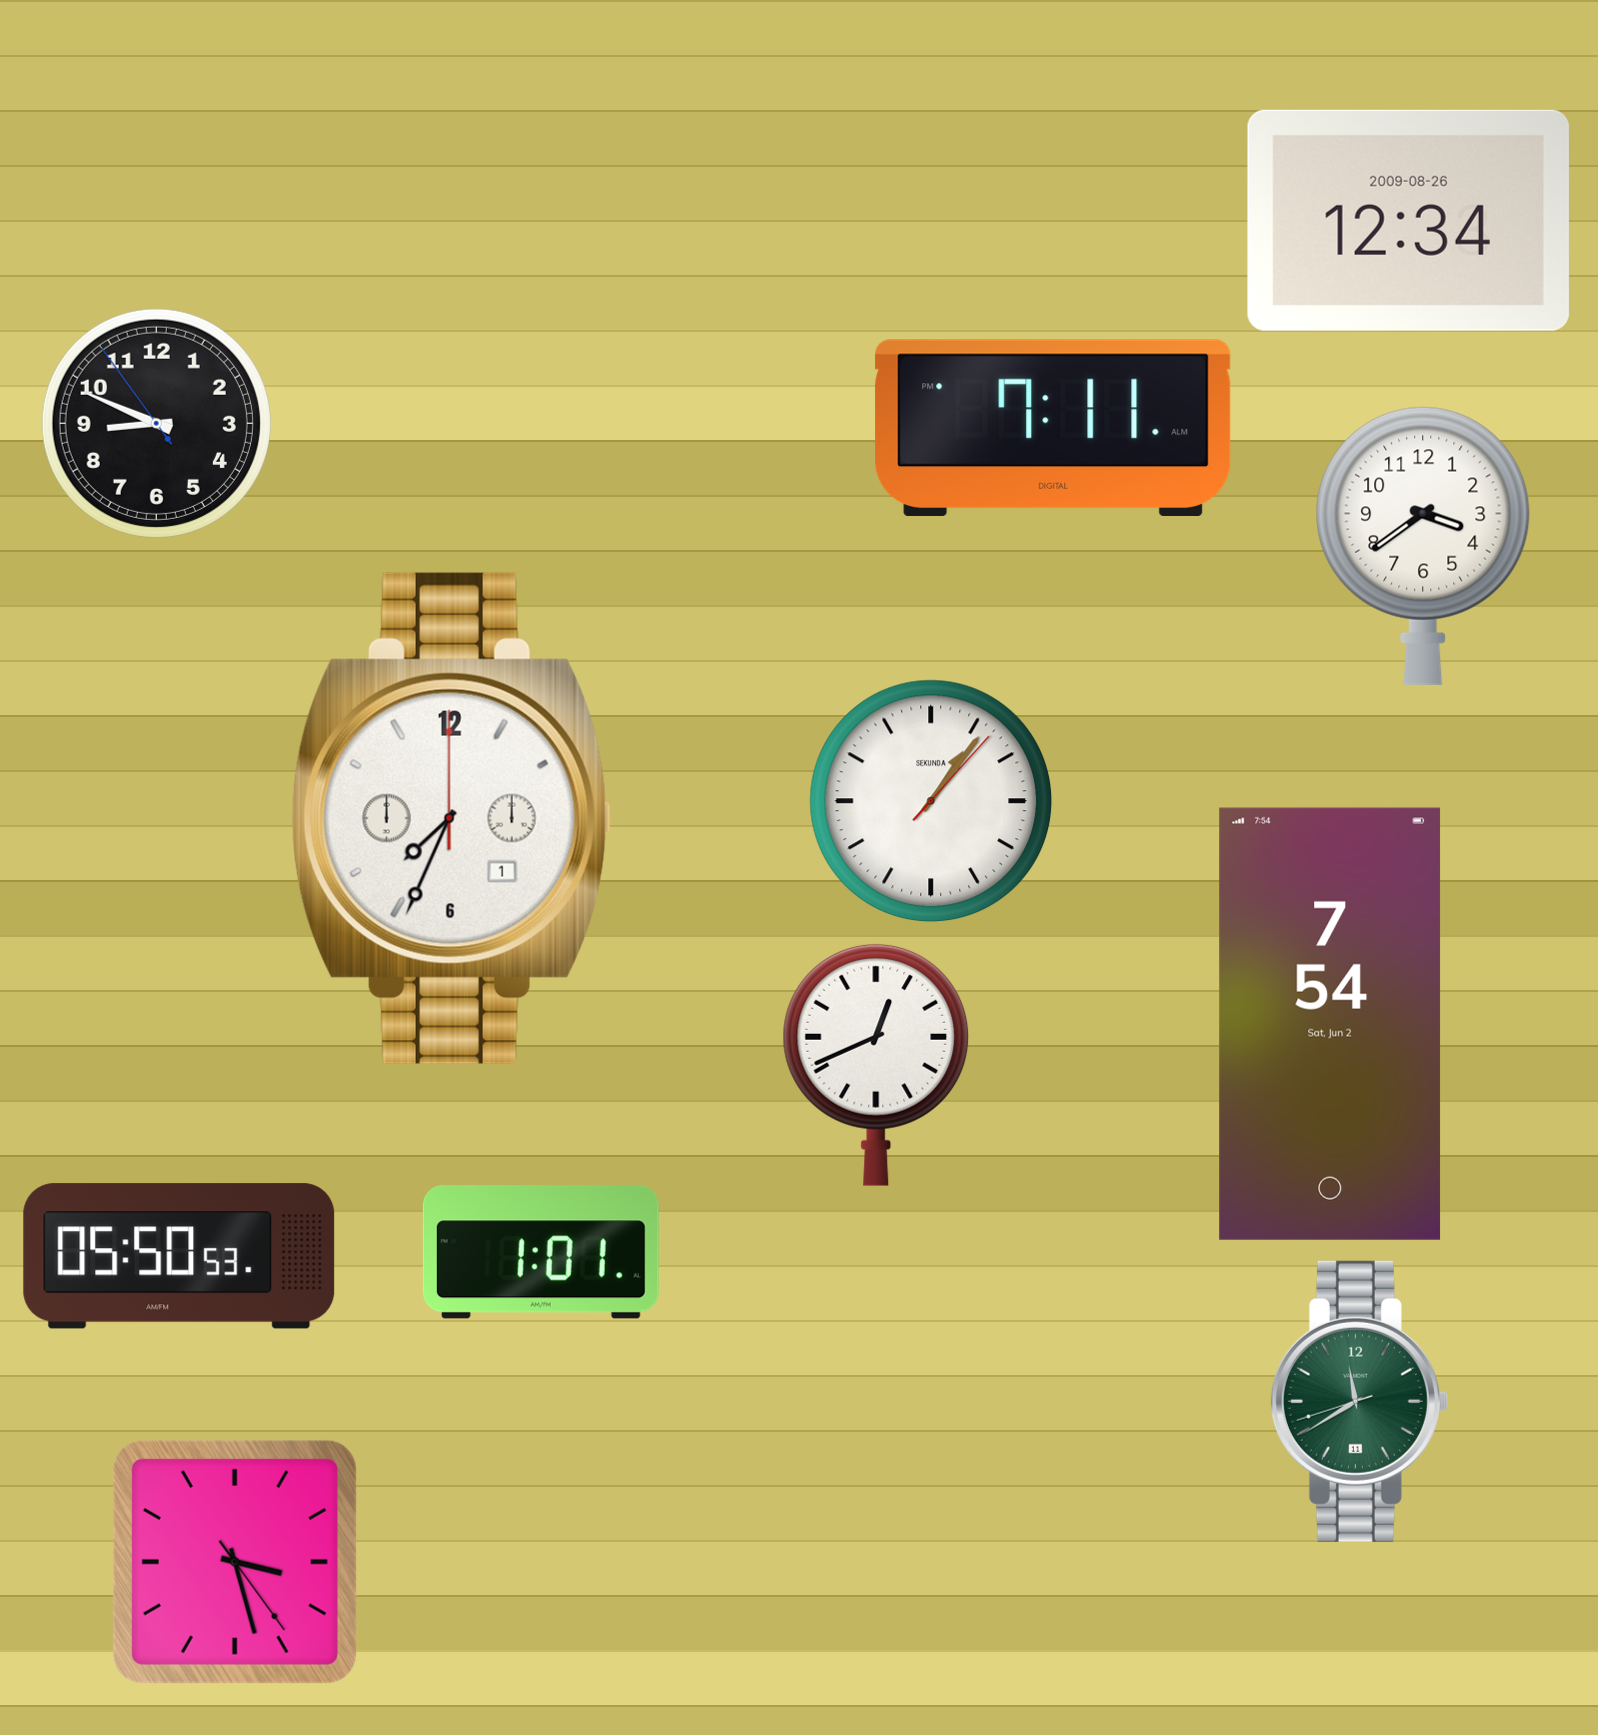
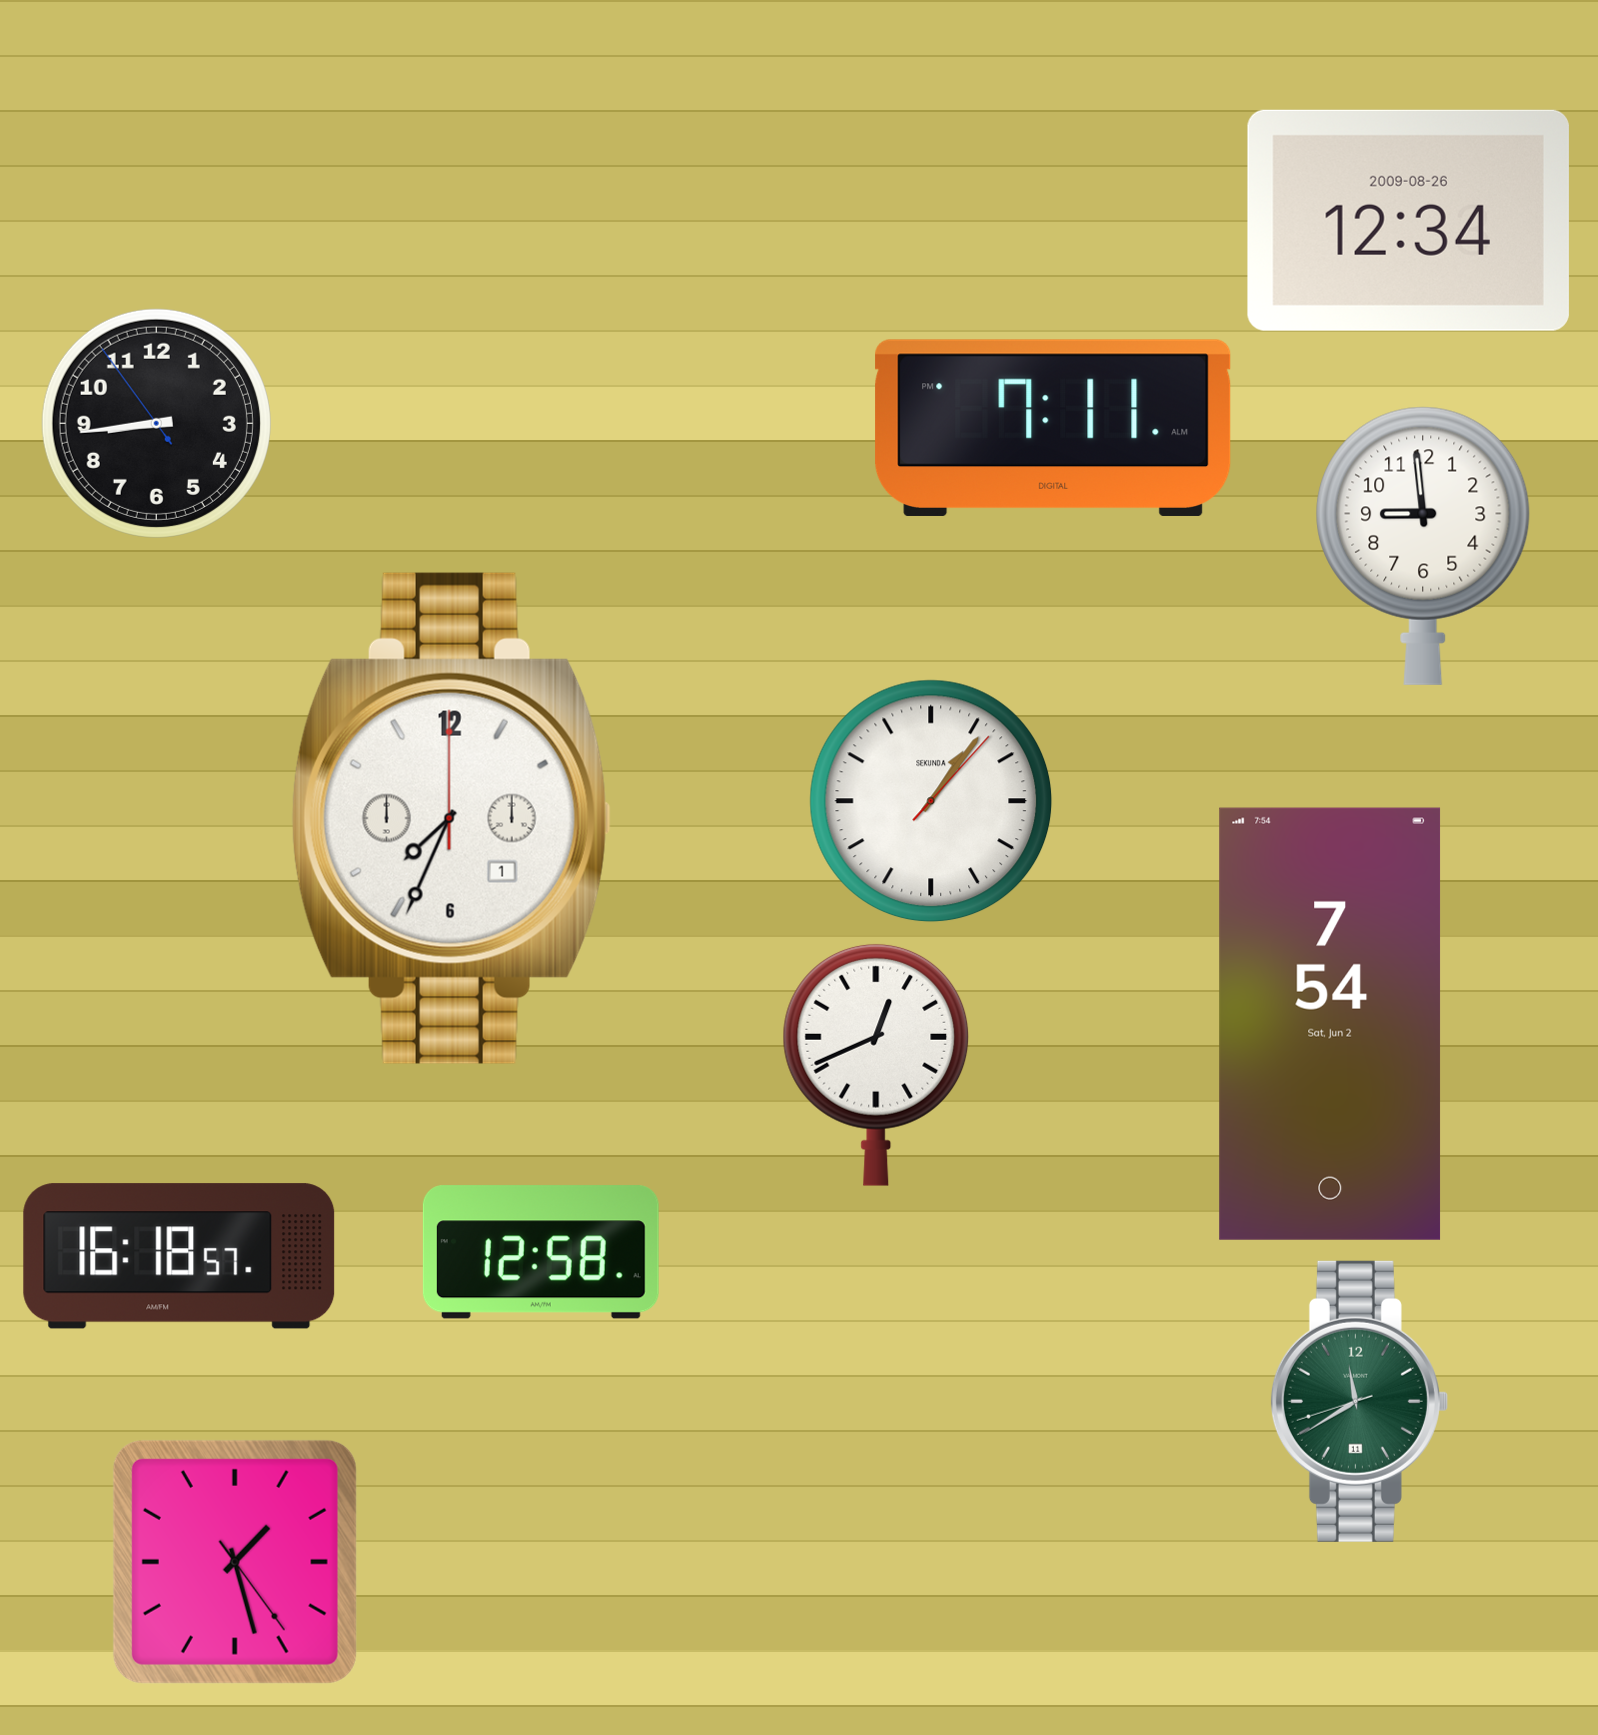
clock at (156, 423): 8:48 -> 8:43
clock at (1423, 546): 3:39 -> 8:59
clock at (541, 1252): 1:01 -> 12:58
clock at (179, 1256): 05:50 -> 16:18
clock at (235, 1562): 3:27 -> 1:27
